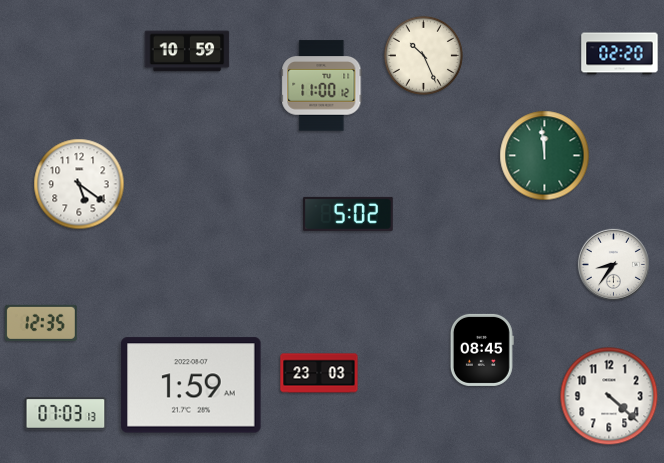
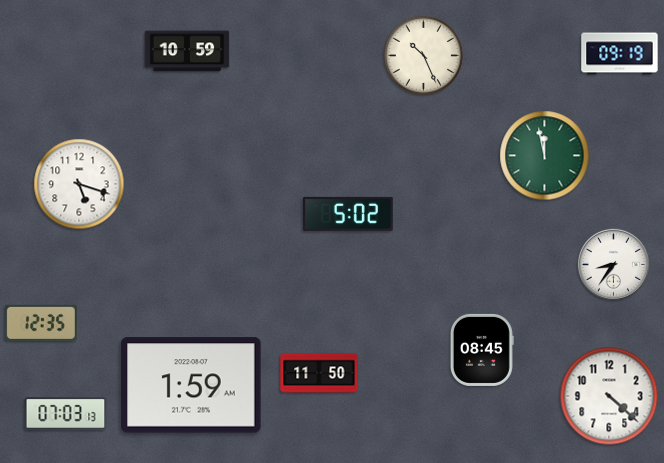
clock at (620, 54): 02:20 -> 09:19
clock at (322, 86): 11:00 -> none
clock at (545, 156): 11:59 -> 11:58
clock at (79, 184): 5:21 -> 5:18
clock at (319, 373): 23:03 -> 11:50
